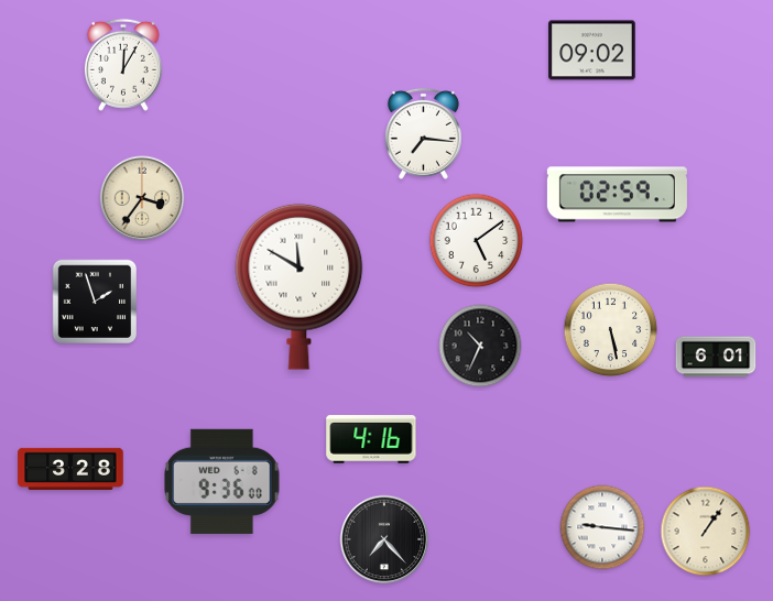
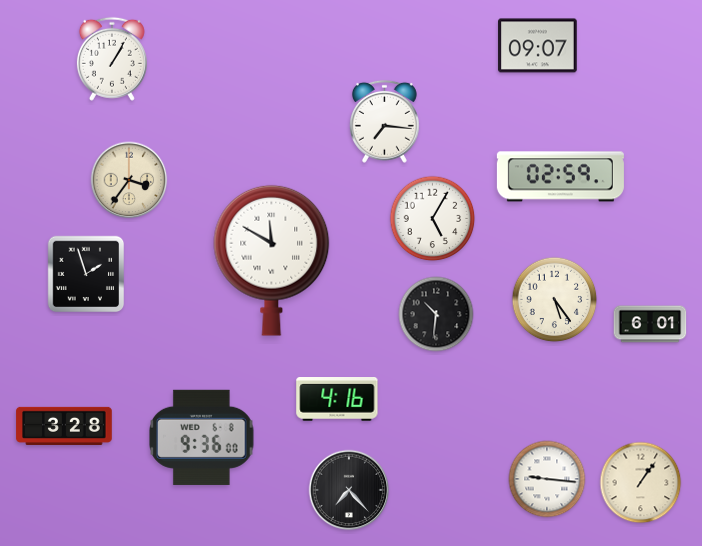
clock at (592, 51): 09:02 -> 09:07
clock at (123, 65): 12:05 -> 1:05
clock at (477, 241): 5:09 -> 5:05
clock at (611, 330): 5:28 -> 5:24
clock at (480, 346): 10:34 -> 10:31
